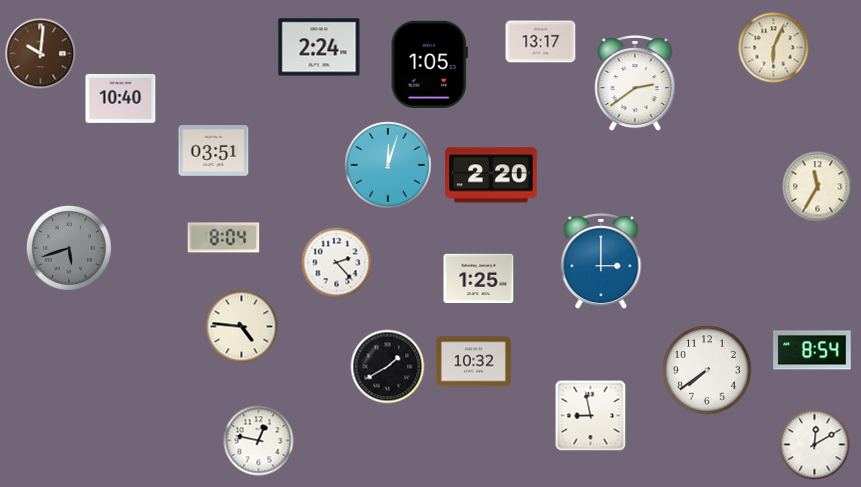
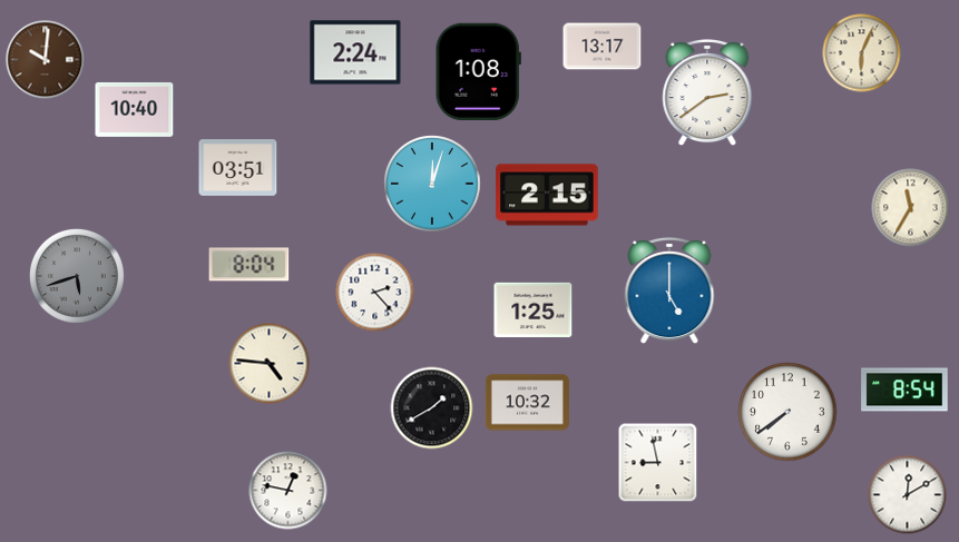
clock at (429, 64): 1:05 -> 1:08
clock at (491, 175): 2:20 -> 2:15
clock at (601, 261): 3:00 -> 5:00
